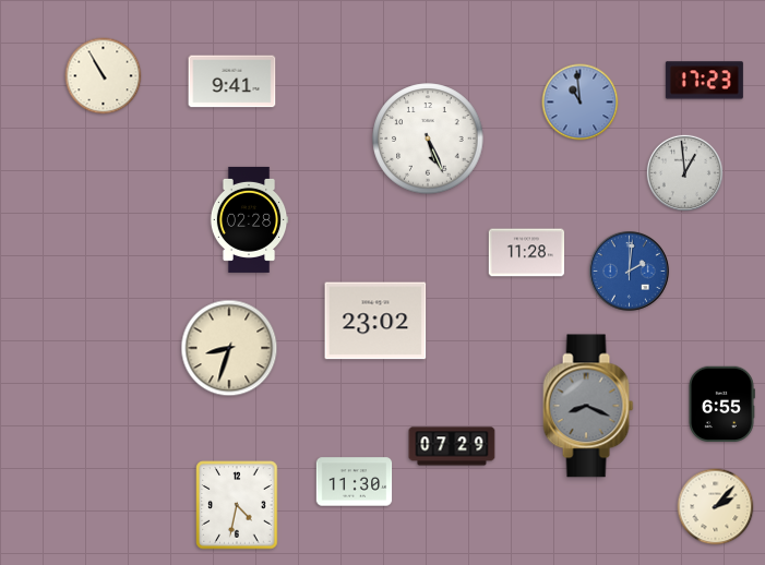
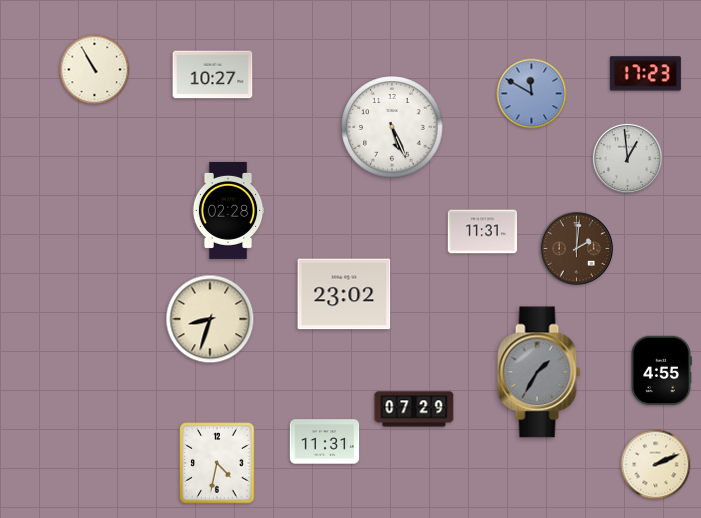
clock at (232, 82): 9:41 -> 10:27
clock at (581, 103): 10:59 -> 11:50
clock at (249, 219) position: (249, 219) -> (228, 210)
clock at (527, 253): 11:28 -> 11:31
clock at (629, 271) dial: blue -> brown
clock at (721, 405): 6:55 -> 4:55
clock at (588, 406): 8:19 -> 1:35
clock at (355, 482): 11:30 -> 11:31
clock at (716, 507): 2:07 -> 2:11
